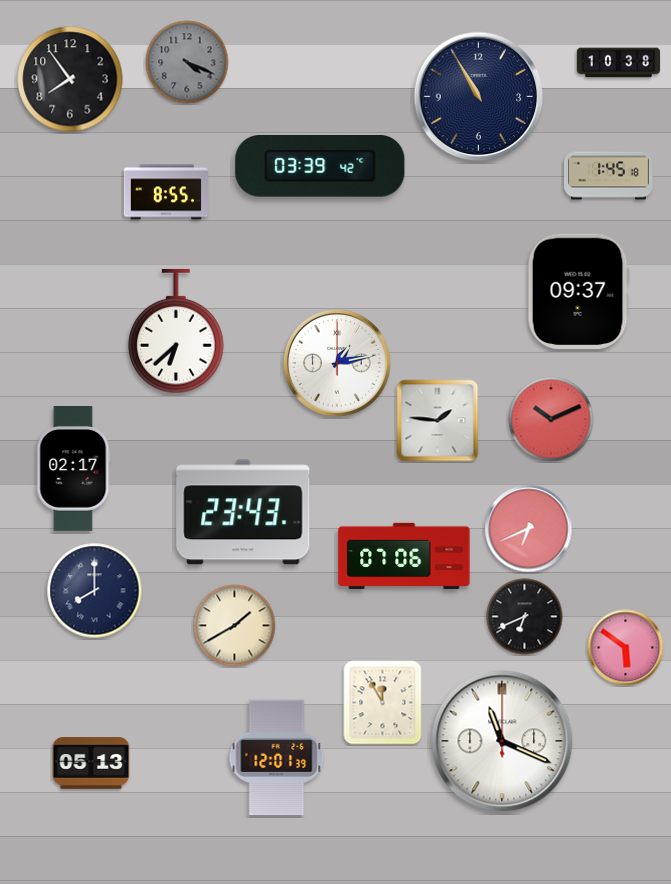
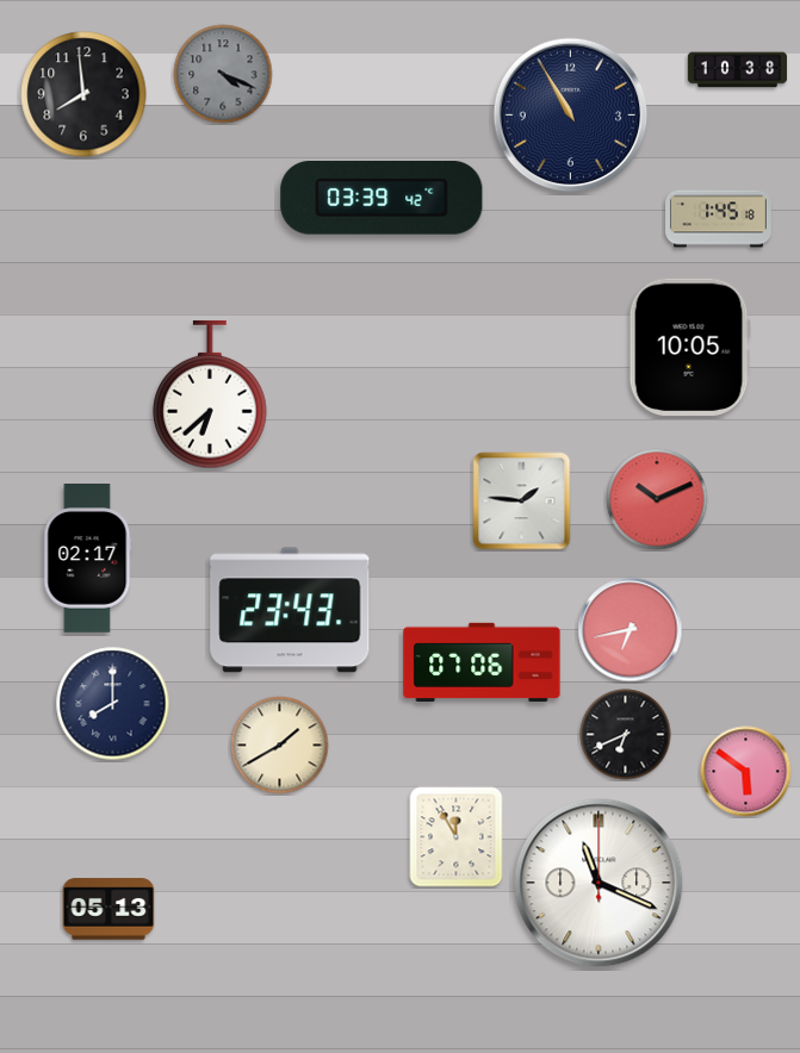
clock at (619, 63) position: (619, 63) -> (738, 70)
clock at (70, 79): 7:54 -> 7:59
clock at (609, 176) position: (609, 176) -> (719, 219)
clock at (165, 192): 8:55 -> none
clock at (578, 291): 09:37 -> 10:05
clock at (337, 363): 1:13 -> none
clock at (529, 529): 6:41 -> 6:43
clock at (277, 758): 12:01 -> none
